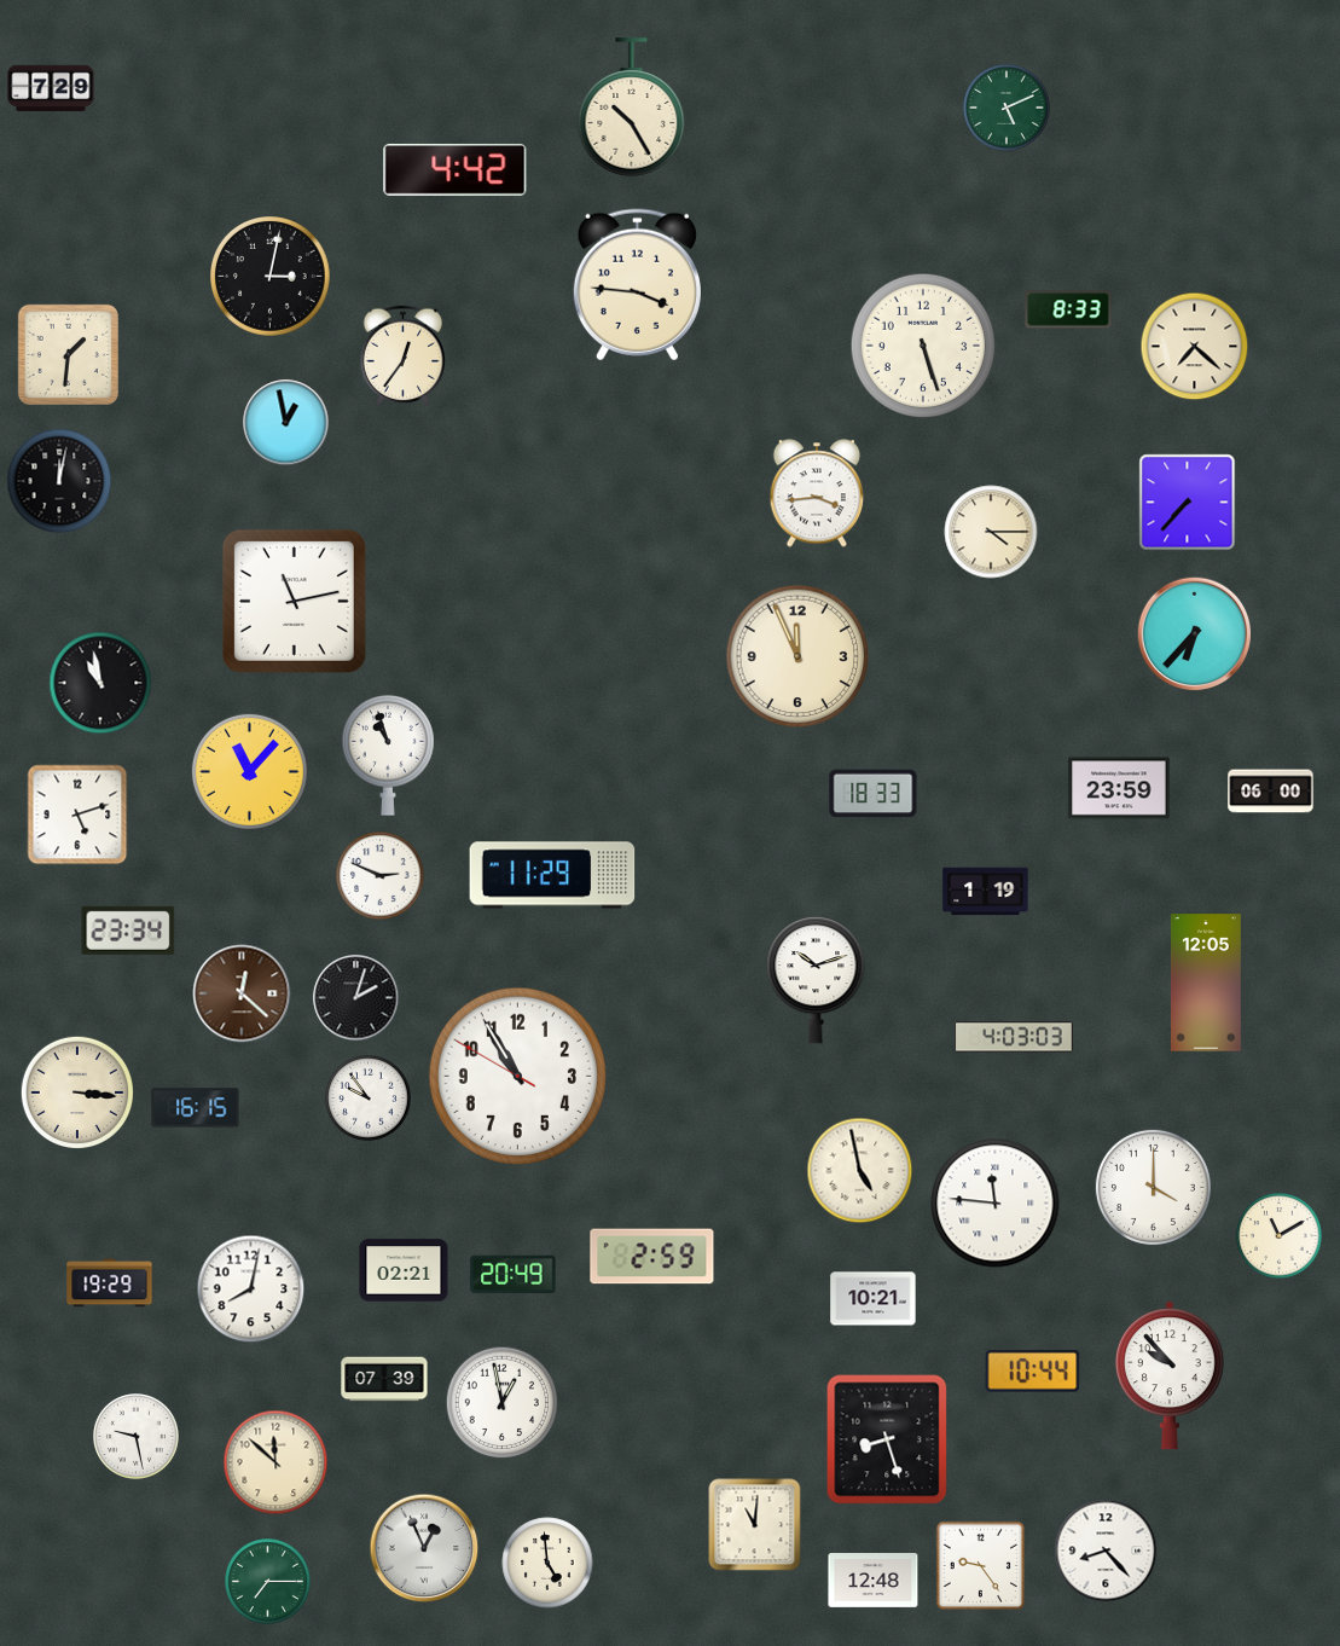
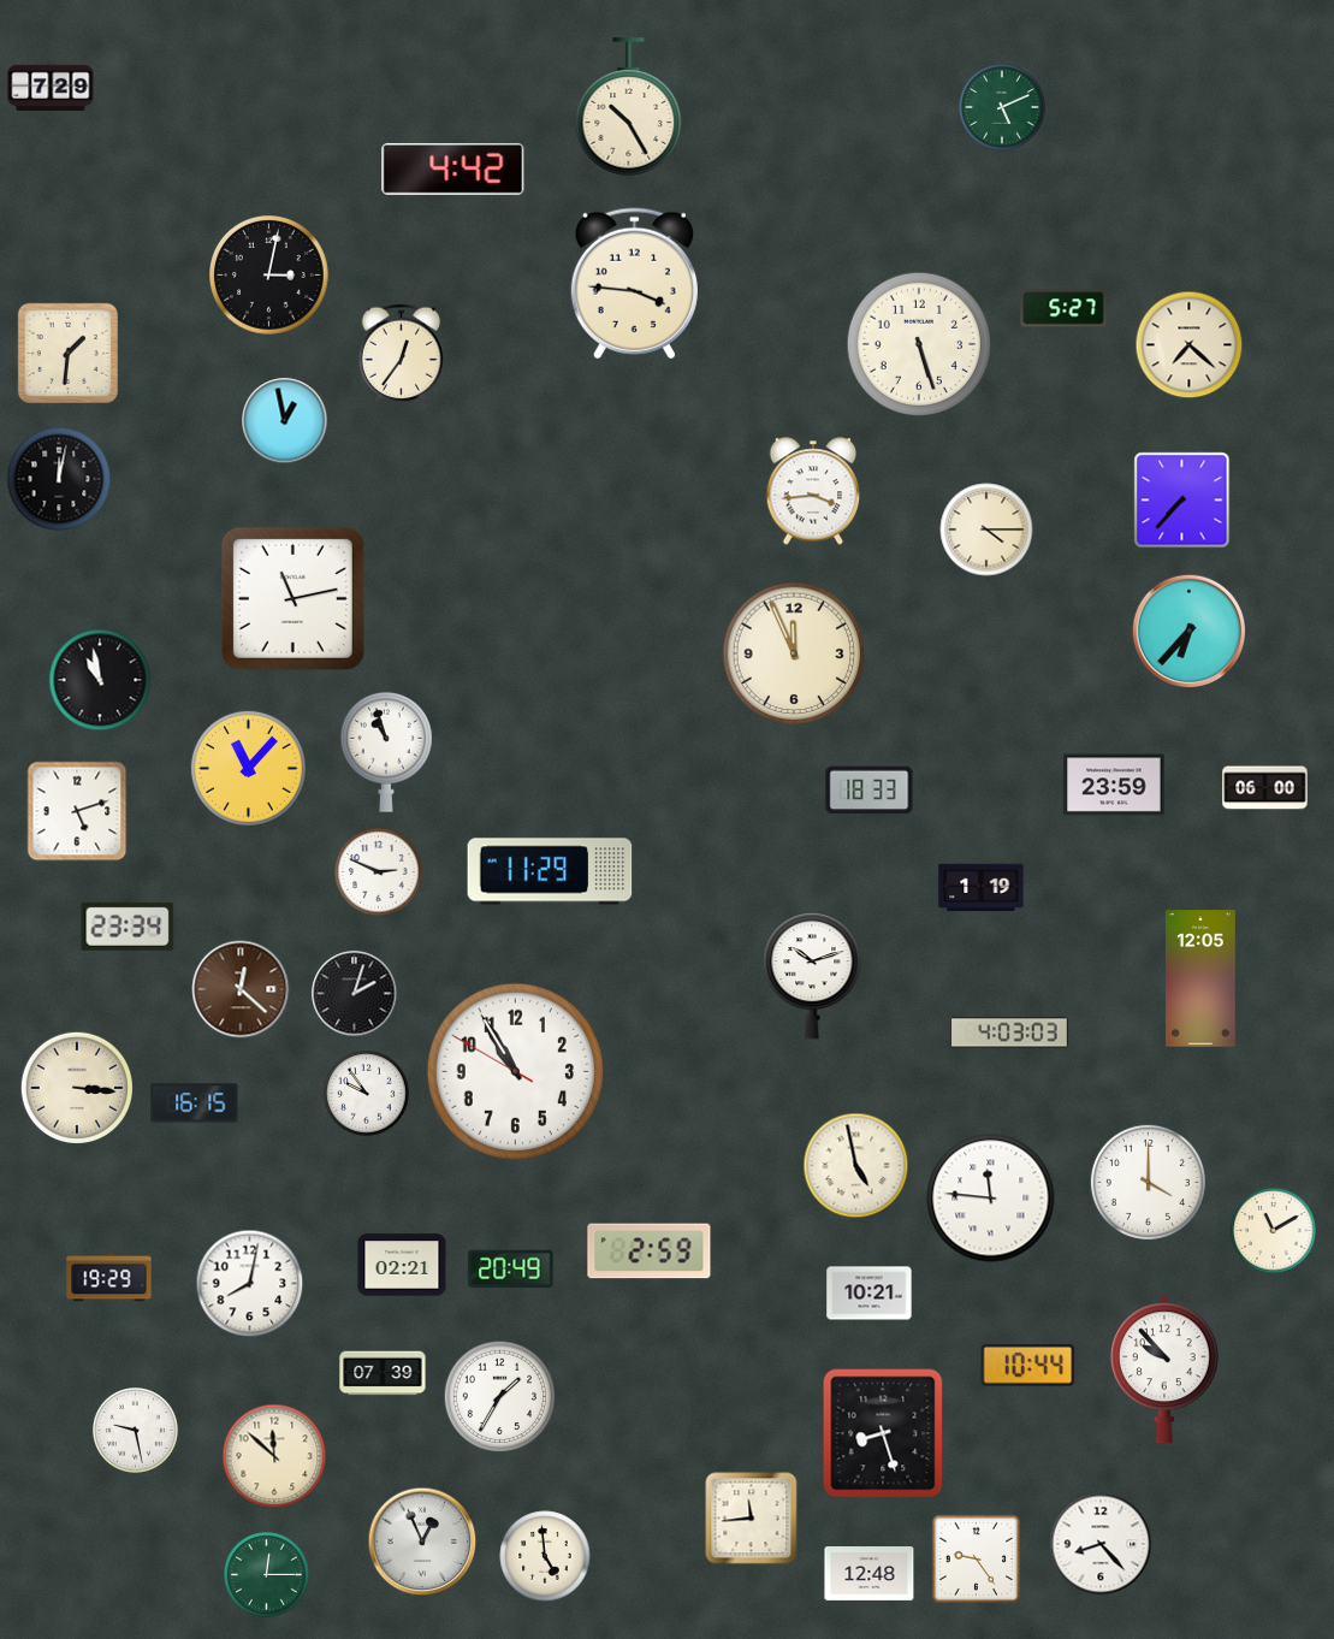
clock at (1068, 309): 8:33 -> 5:27
clock at (503, 1403): 12:58 -> 1:35
clock at (755, 1525): 11:01 -> 11:44
clock at (268, 1582): 7:15 -> 12:15
